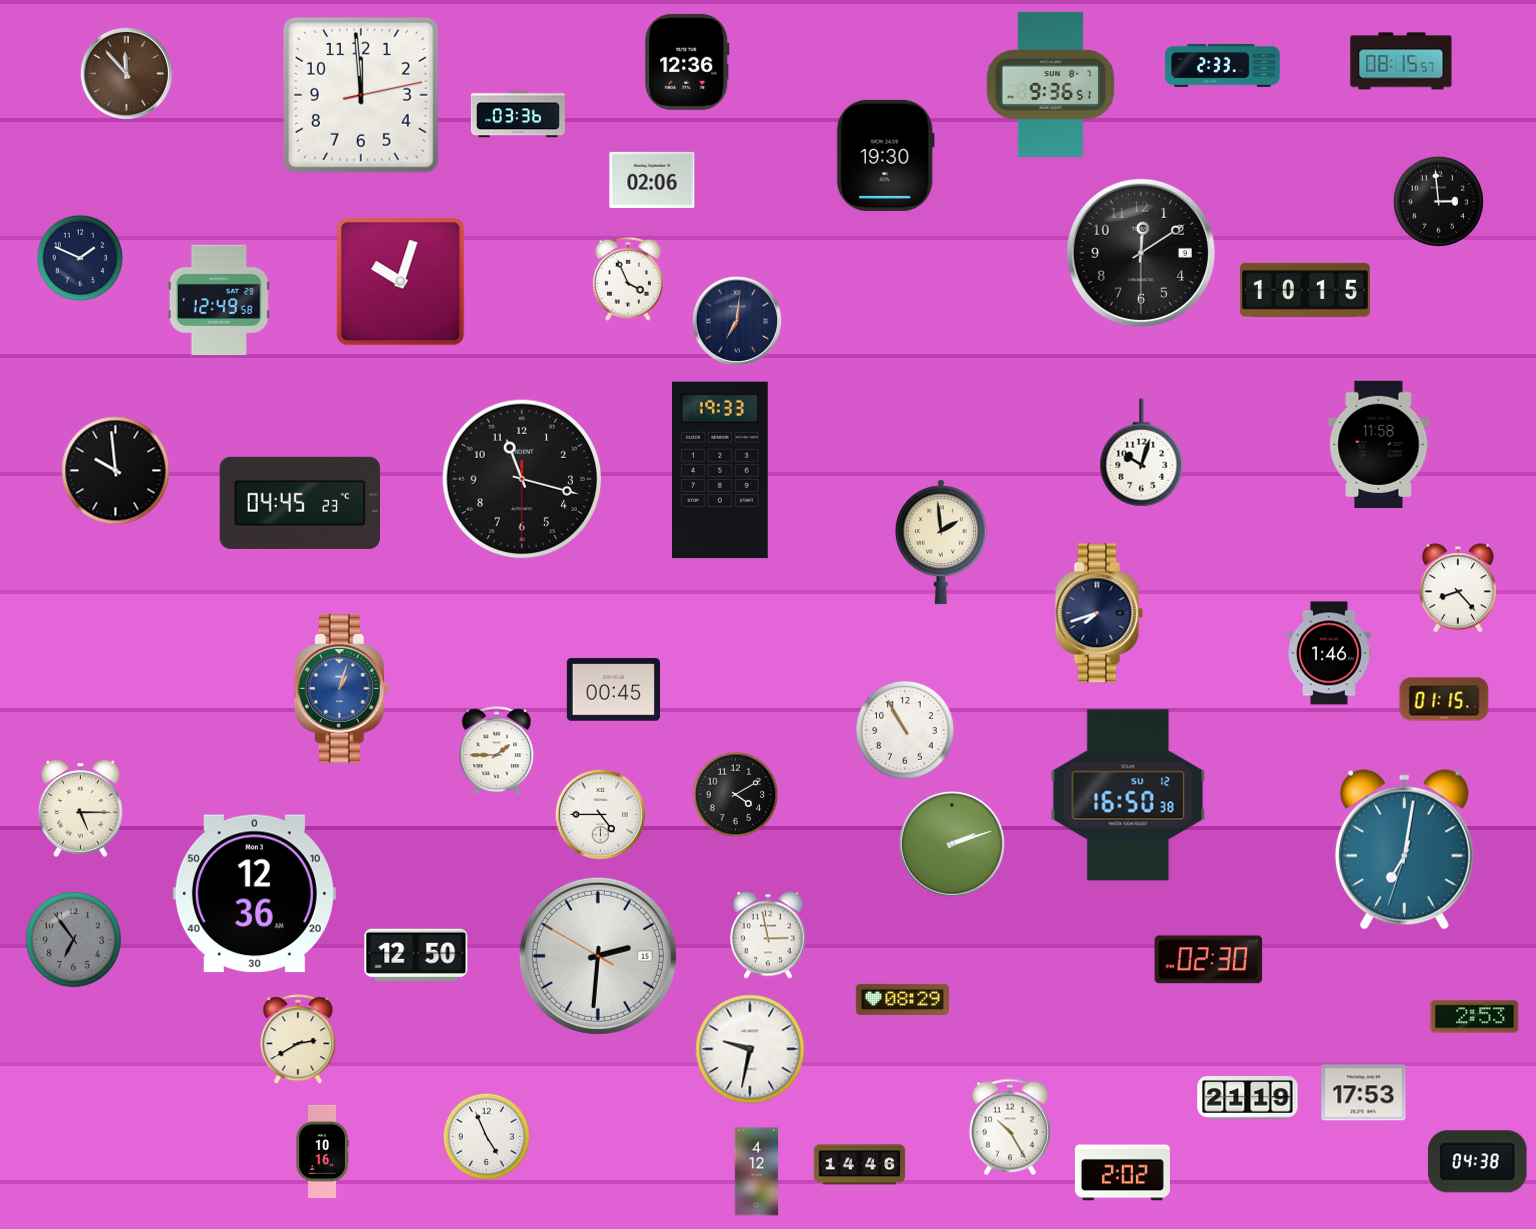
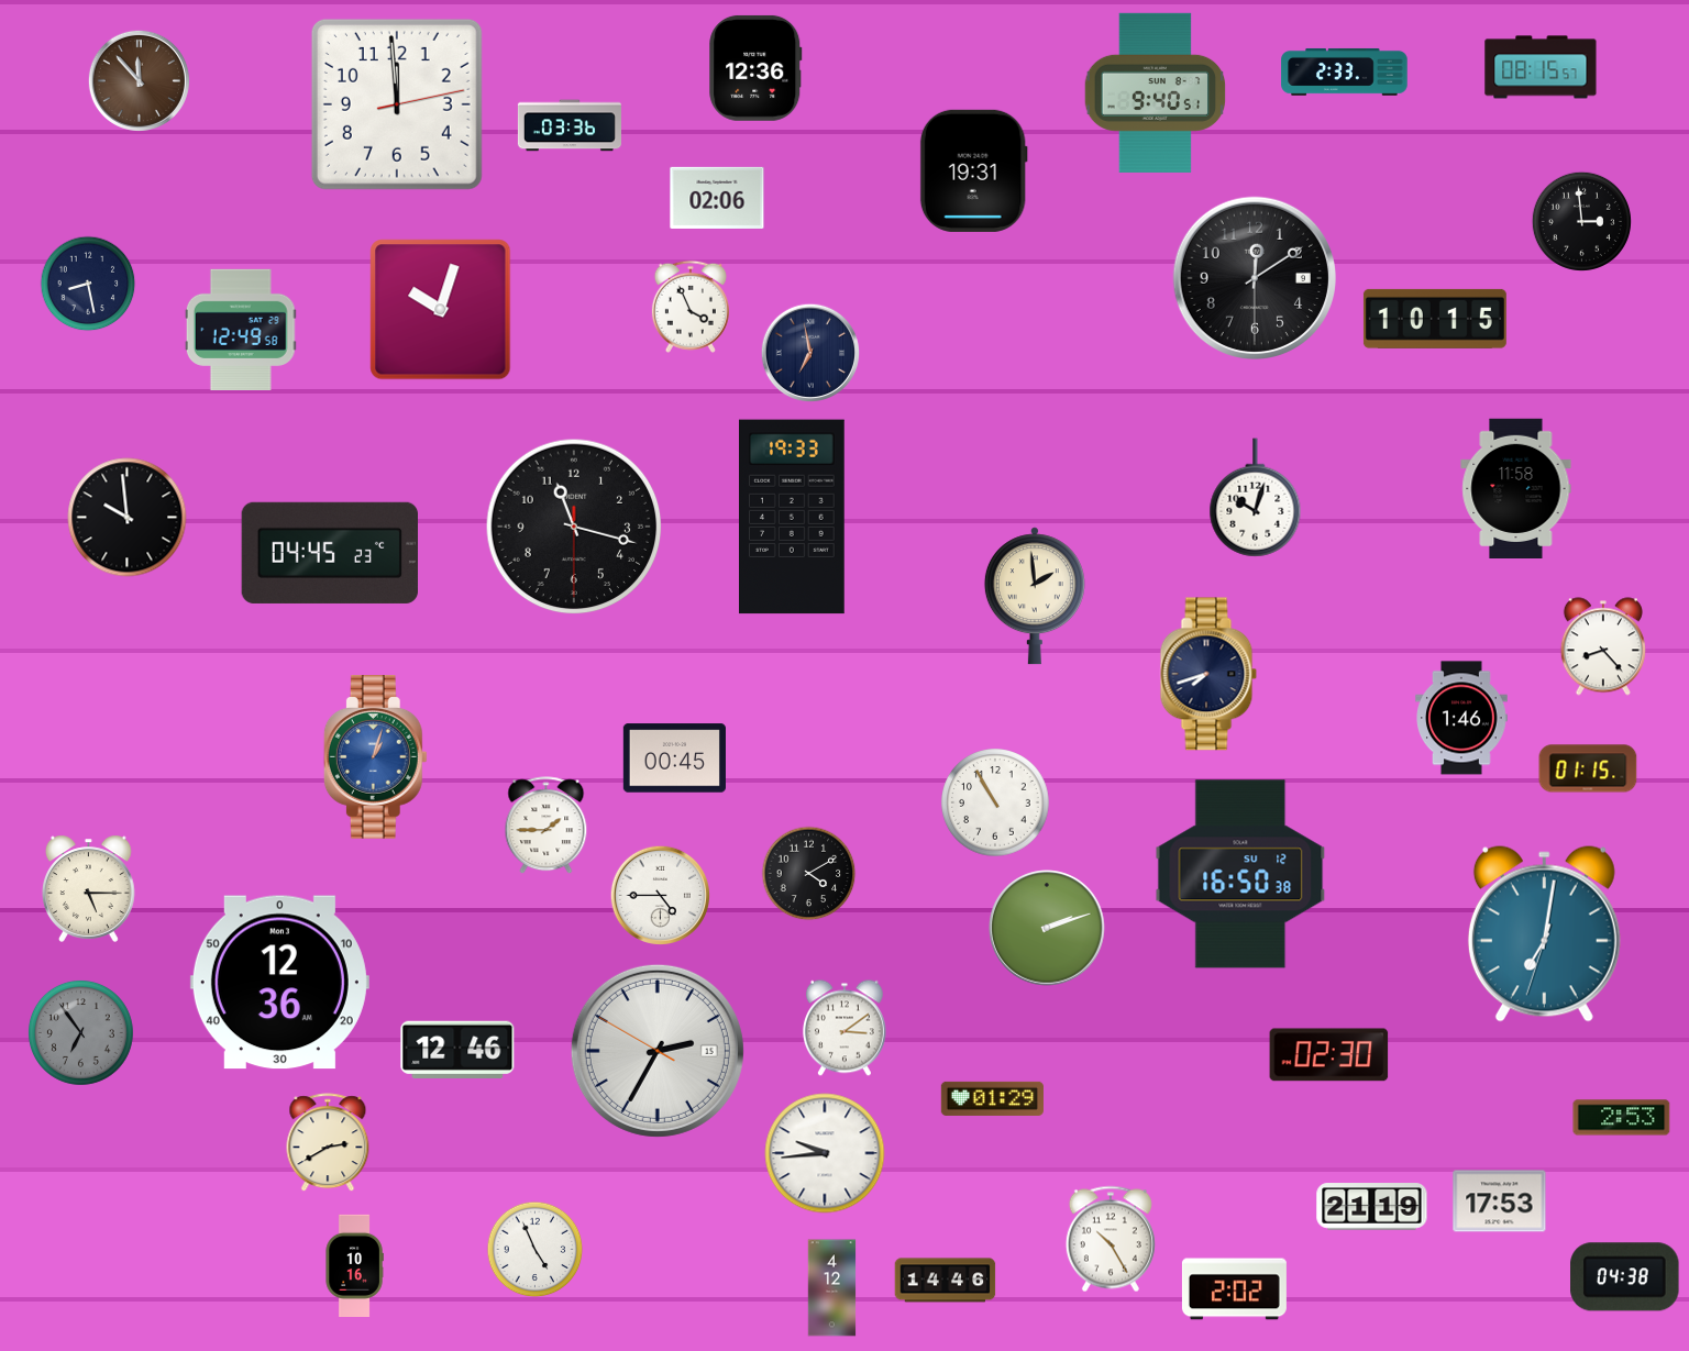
clock at (1051, 84): 9:36 -> 9:40
clock at (885, 155): 19:30 -> 19:31
clock at (80, 258): 1:49 -> 8:28
clock at (736, 320): 7:01 -> 6:58
clock at (768, 935): 2:58 -> 3:09
clock at (416, 955): 12:50 -> 12:46
clock at (598, 956): 2:30 -> 2:34
clock at (902, 999): 08:29 -> 01:29
clock at (750, 1049): 9:32 -> 9:44
